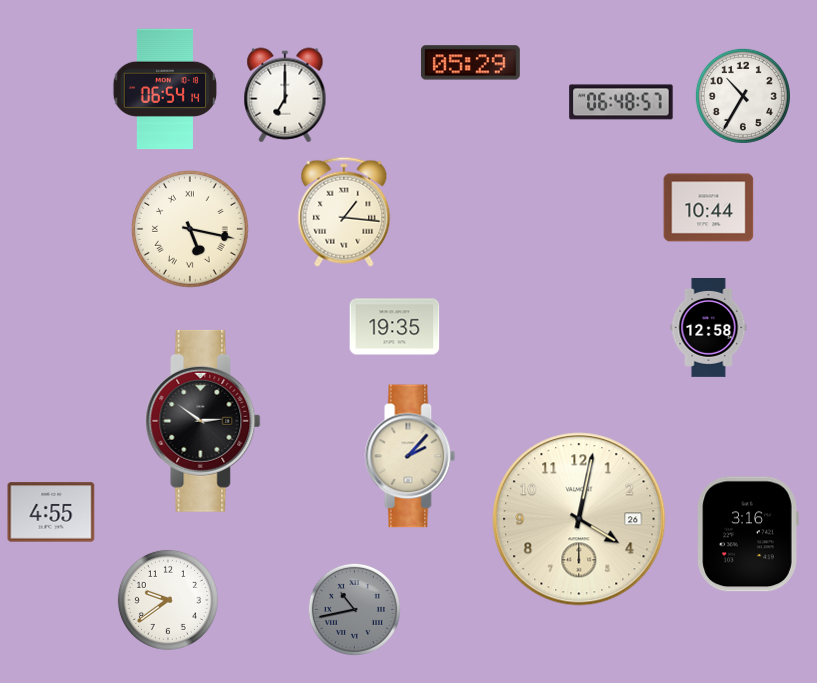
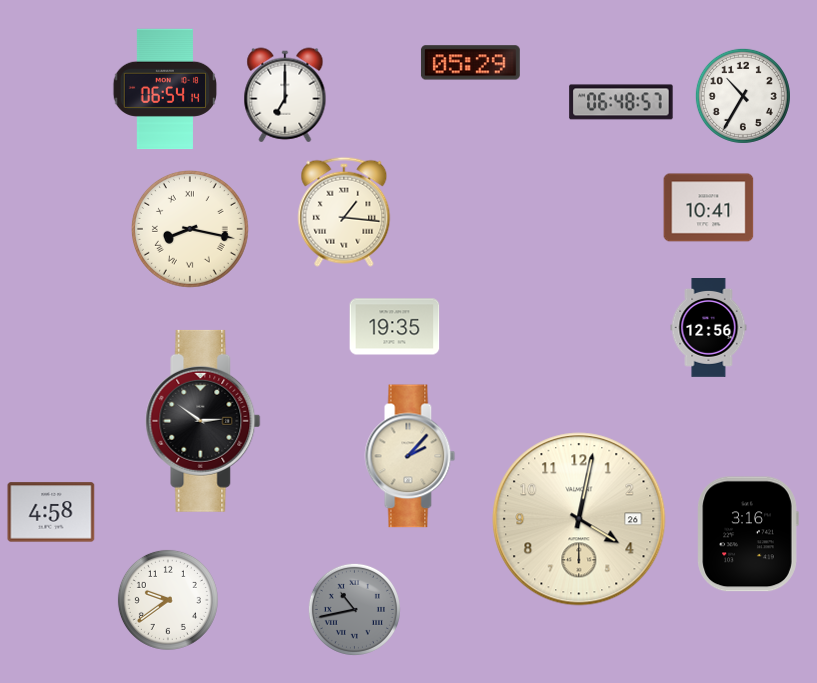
clock at (709, 208): 10:44 -> 10:41
clock at (190, 229): 5:17 -> 8:17
clock at (709, 328): 12:58 -> 12:56
clock at (51, 512): 4:55 -> 4:58
